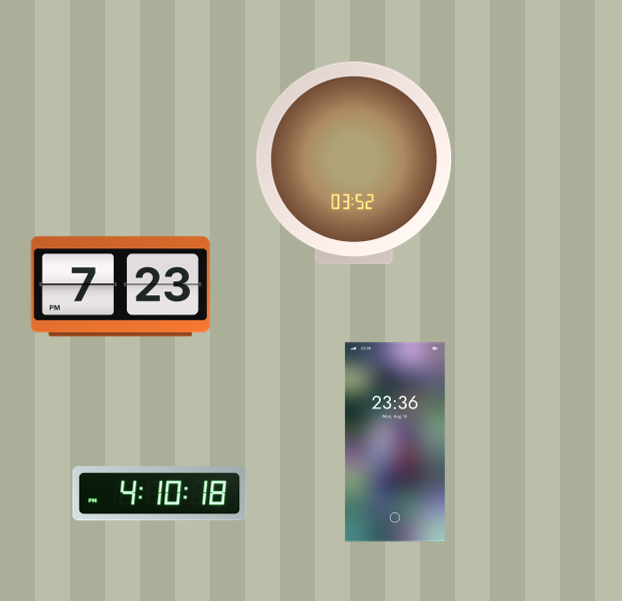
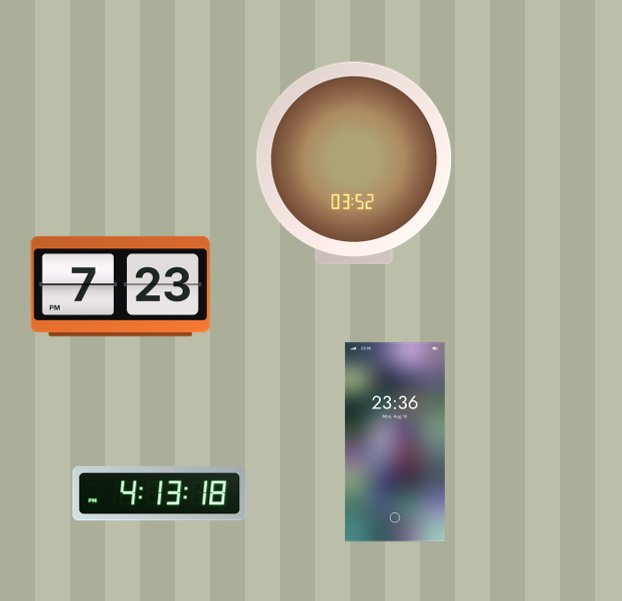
clock at (160, 494): 4:10 -> 4:13
